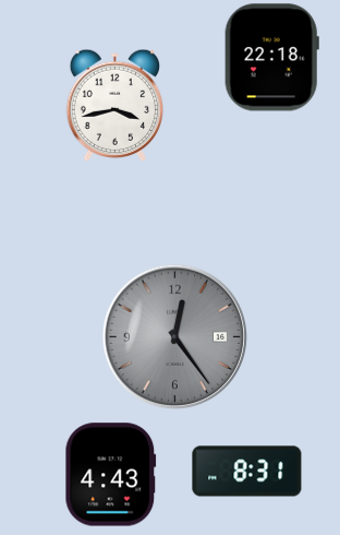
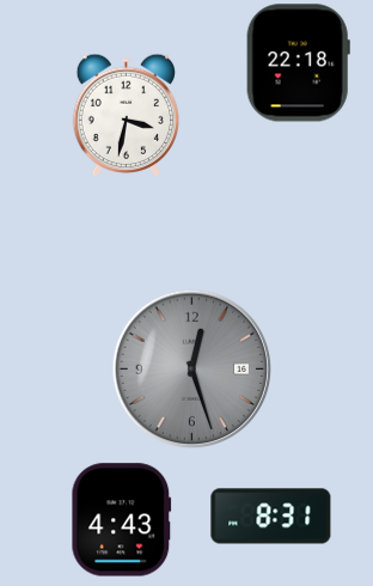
clock at (116, 106): 3:43 -> 3:32
clock at (174, 336): 12:24 -> 12:27
